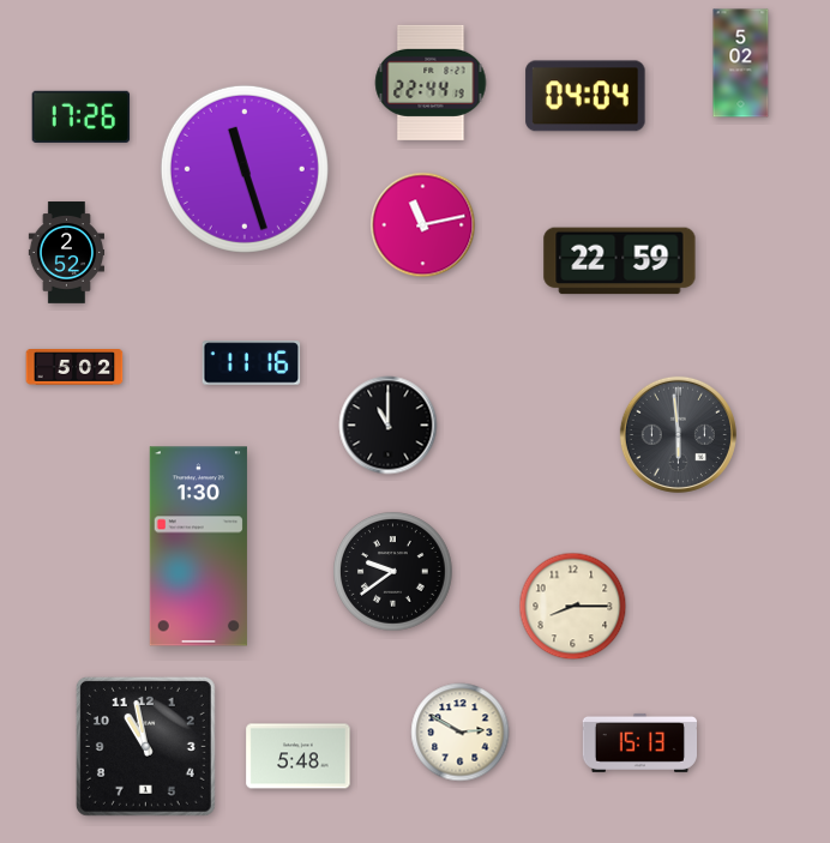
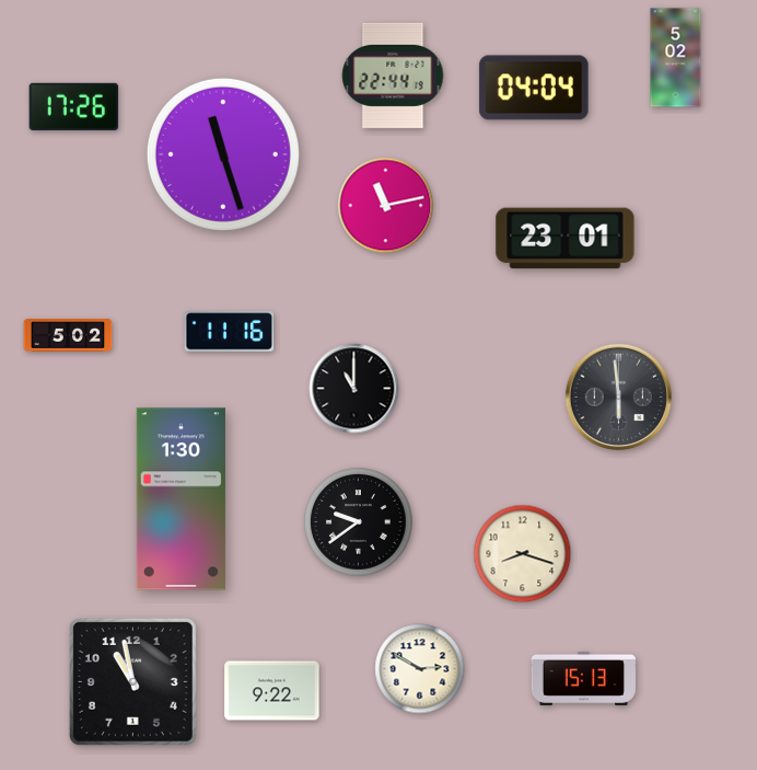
clock at (66, 253): 2:52 -> none
clock at (620, 261): 22:59 -> 23:01
clock at (573, 607): 8:15 -> 8:18
clock at (299, 757): 5:48 -> 9:22
